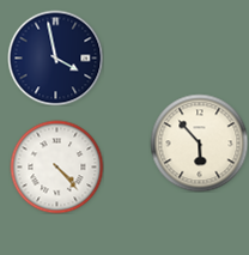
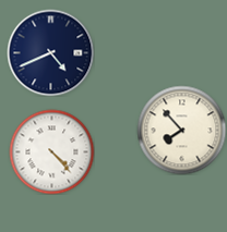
clock at (55, 57): 3:58 -> 4:41
clock at (199, 142): 5:53 -> 7:53
